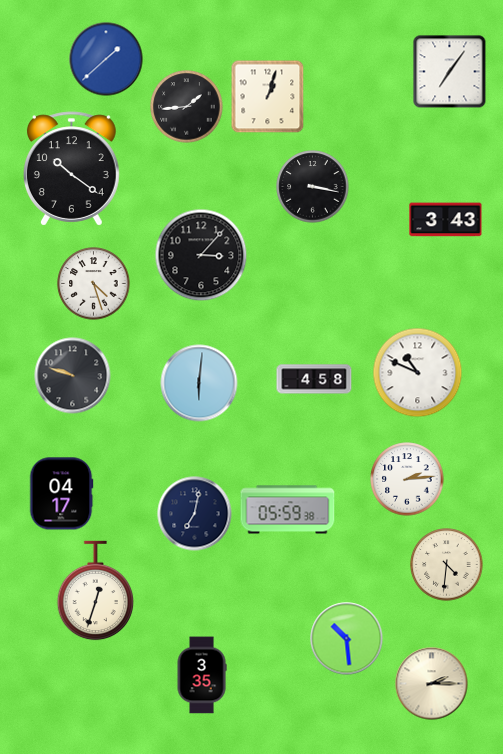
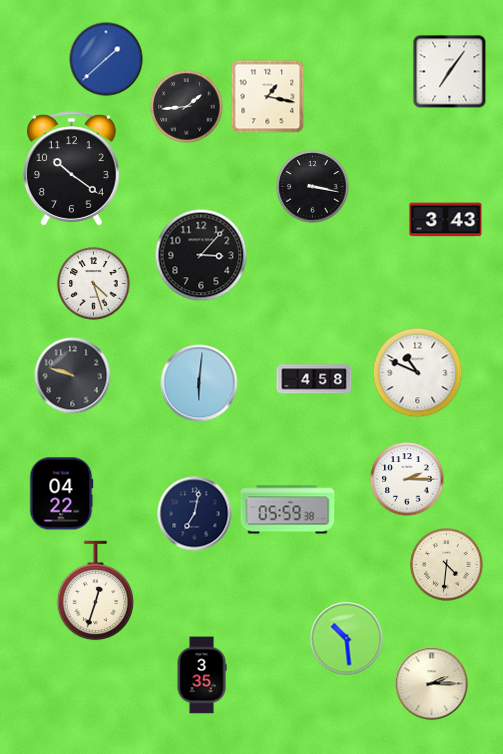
clock at (268, 97): 1:03 -> 1:17
clock at (407, 479): 2:14 -> 2:15
clock at (61, 494): 04:17 -> 04:22
